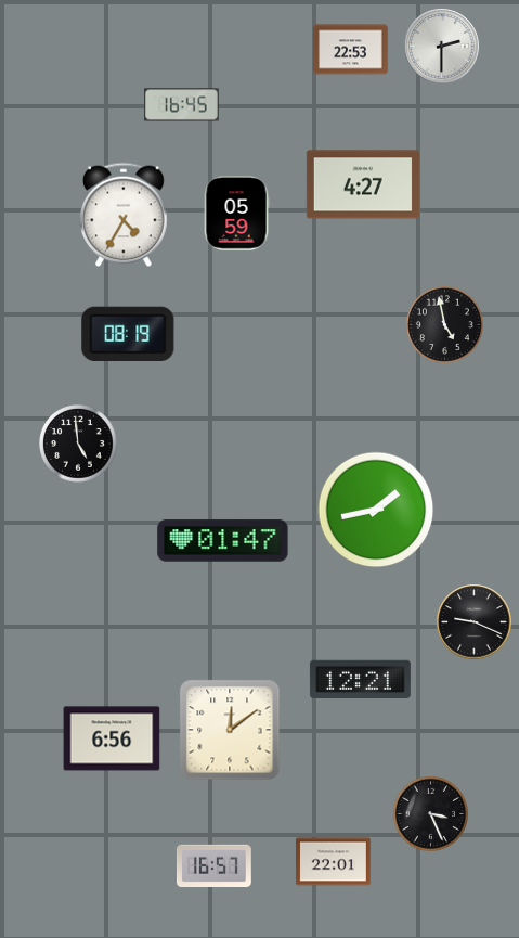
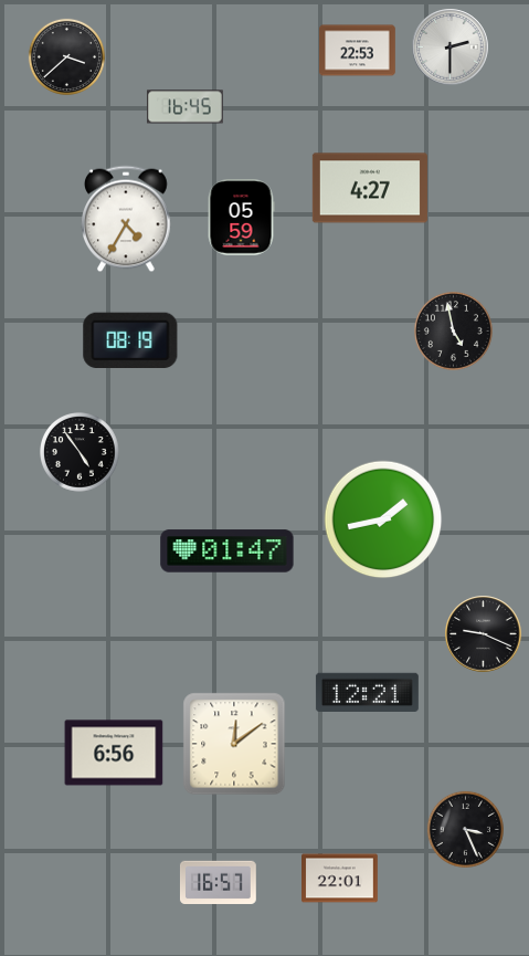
clock at (66, 56): none -> 3:38
clock at (79, 445): 4:59 -> 4:54
clock at (430, 813) position: (430, 813) -> (465, 829)
